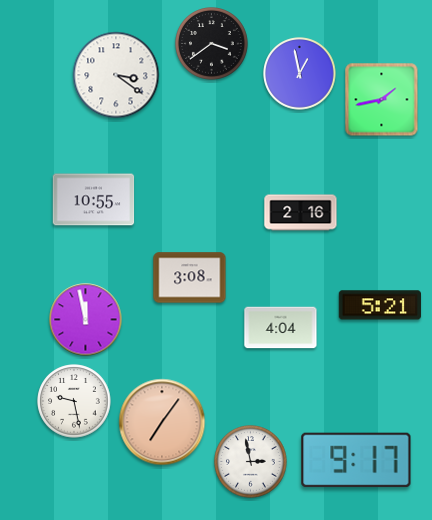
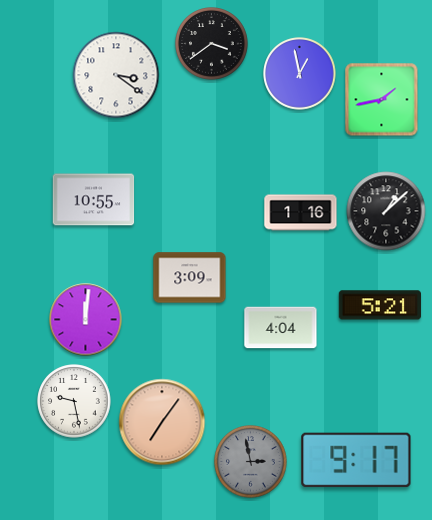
clock at (386, 211): none -> 1:08
clock at (301, 213): 2:16 -> 1:16
clock at (190, 278): 3:08 -> 3:09
clock at (86, 320): 11:58 -> 12:01
clock at (251, 462) dial: white -> grey
